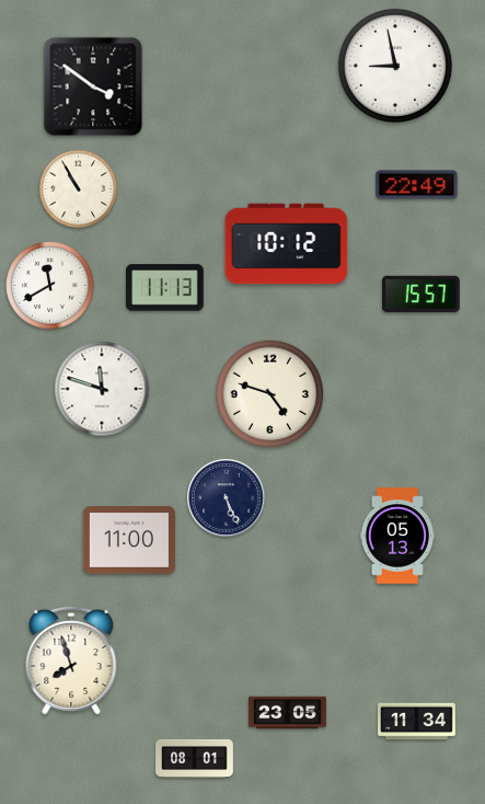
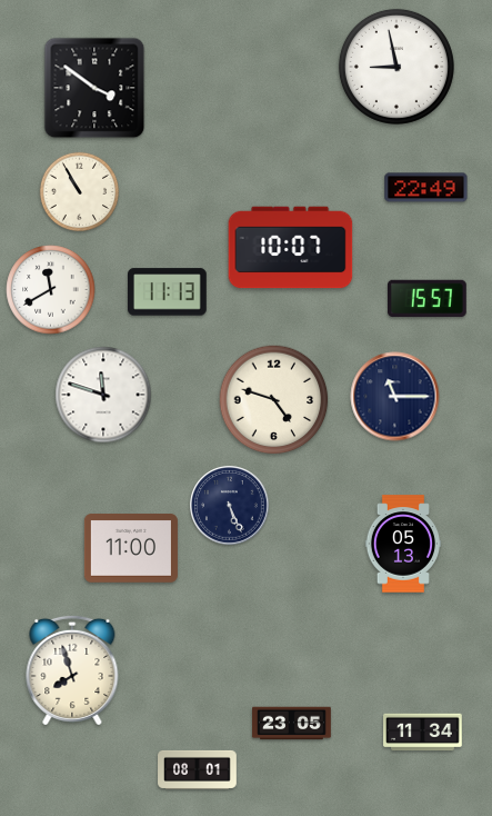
clock at (395, 66) position: (395, 66) -> (396, 67)
clock at (417, 185) position: (417, 185) -> (426, 188)
clock at (287, 244): 10:12 -> 10:07
clock at (395, 397): none -> 11:15
